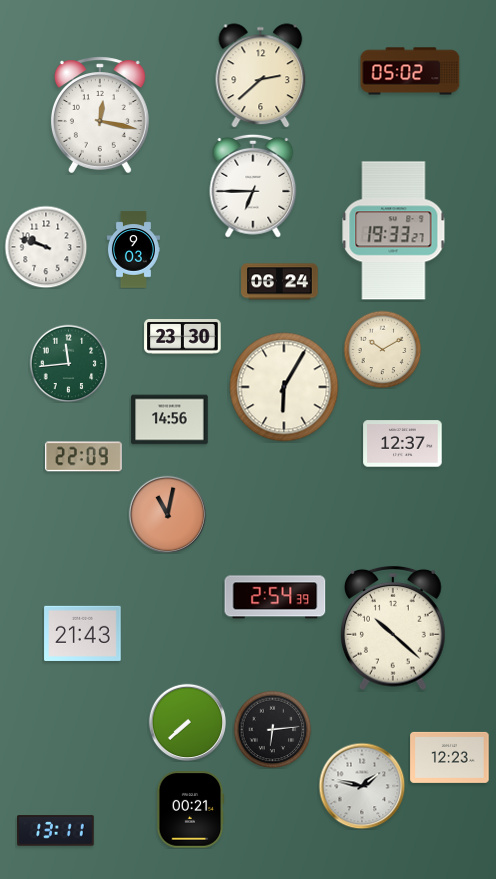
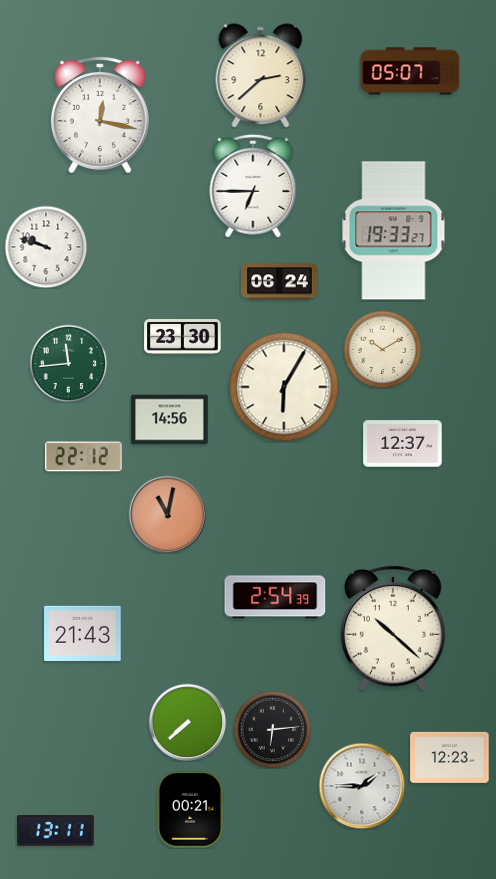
clock at (410, 71): 05:02 -> 05:07
clock at (133, 250): 9:03 -> none
clock at (84, 457): 22:09 -> 22:12
clock at (362, 786): 1:47 -> 1:45
